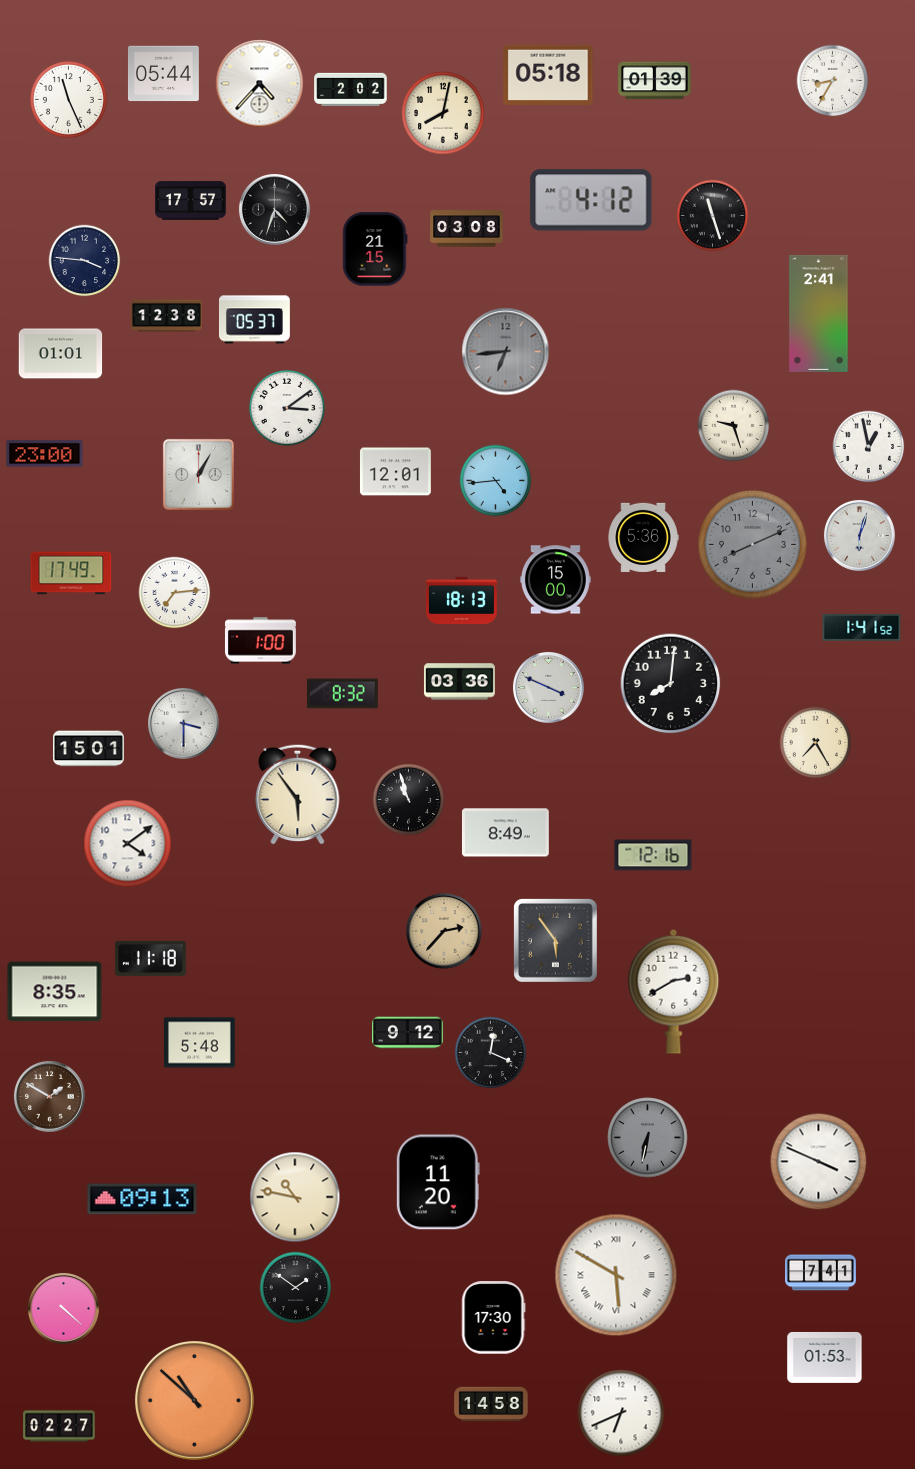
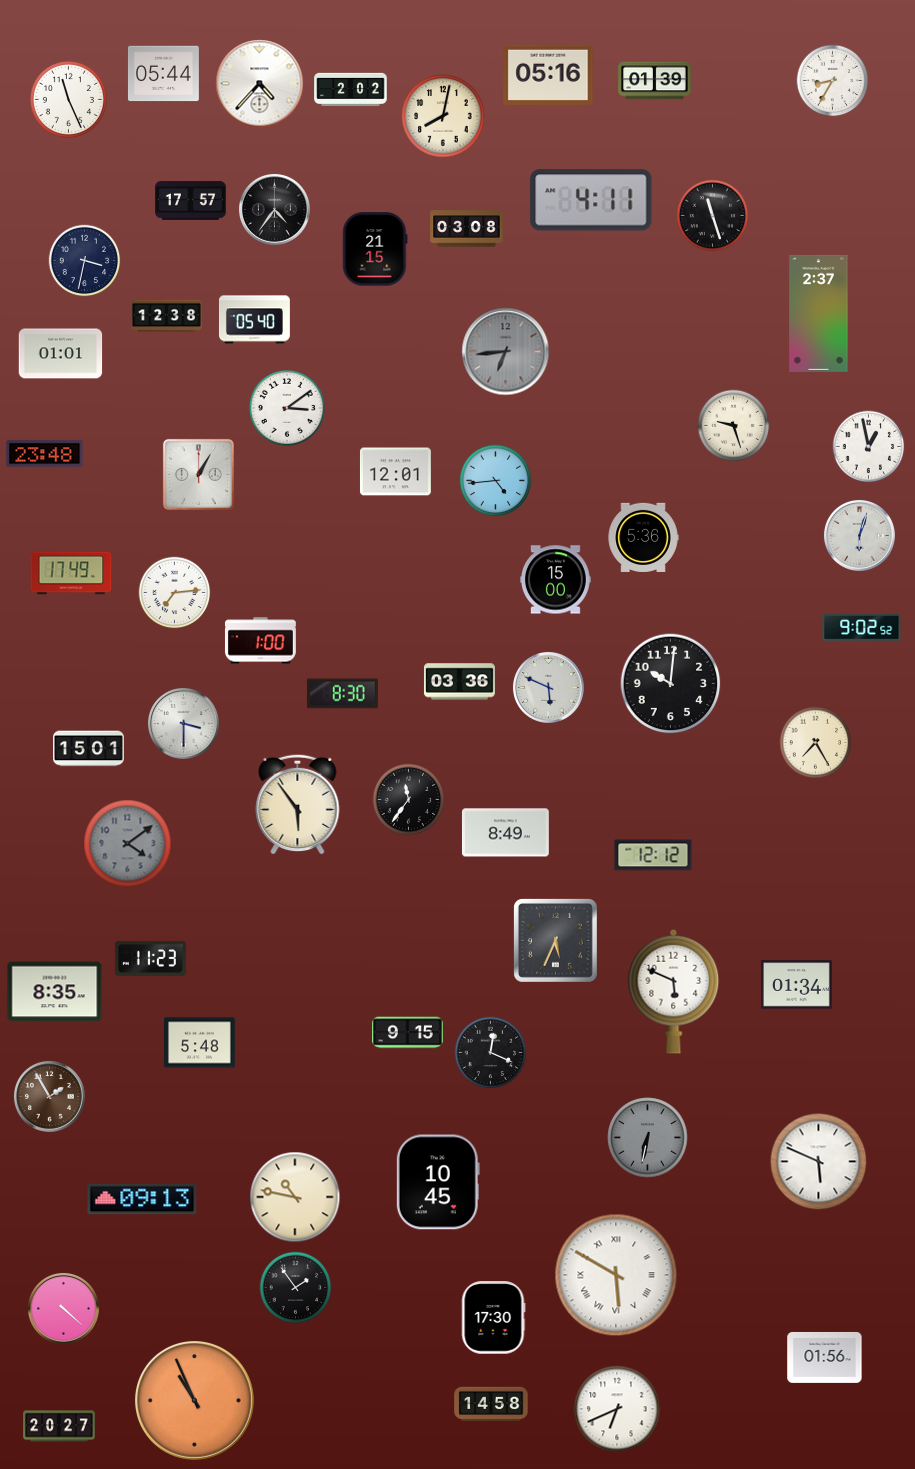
clock at (548, 74): 05:18 -> 05:16
clock at (443, 113) position: (443, 113) -> (443, 116)
clock at (591, 200): 4:12 -> 4:11
clock at (274, 209): 4:33 -> 4:36
clock at (85, 261): 3:46 -> 3:32
clock at (819, 313): 2:41 -> 2:37
clock at (254, 320): 05:37 -> 05:40
clock at (45, 454): 23:00 -> 23:48
clock at (752, 544): 8:11 -> none
clock at (461, 600): 18:13 -> none
clock at (862, 627): 1:41 -> 9:02
clock at (671, 684): 8:01 -> 10:01
clock at (548, 687): 3:49 -> 5:49
clock at (342, 694): 8:32 -> 8:30
clock at (298, 794) position: (298, 794) -> (298, 804)
clock at (409, 800): 10:57 -> 11:36
clock at (128, 844) dial: white -> grey
clock at (653, 855): 12:16 -> 12:12
clock at (444, 931): 2:37 -> none
clock at (555, 940): 5:54 -> 5:34
clock at (150, 958): 11:18 -> 11:23
clock at (796, 985): none -> 01:34
clock at (674, 991): 2:40 -> 5:49
clock at (408, 1033): 9:12 -> 9:15
clock at (49, 1096): 1:50 -> 1:55
clock at (819, 1162): 3:49 -> 5:49
clock at (438, 1182): 11:20 -> 10:45
clock at (821, 1273): 7:41 -> none
clock at (296, 1288): 1:51 -> 1:54
clock at (825, 1358): 01:53 -> 01:56
clock at (194, 1400): 10:52 -> 10:56
clock at (621, 1413) position: (621, 1413) -> (617, 1409)
clock at (59, 1426): 02:27 -> 20:27
